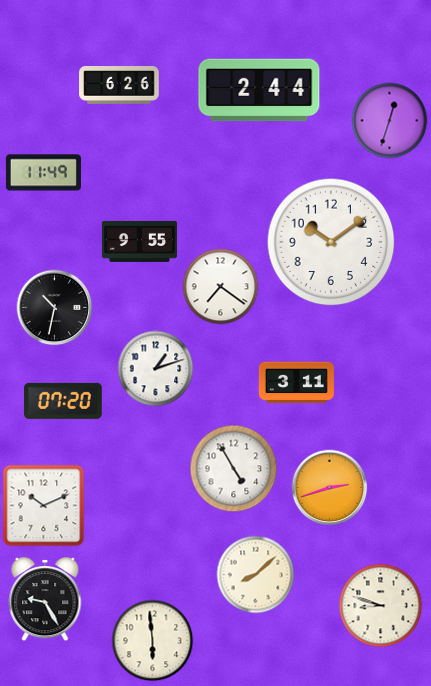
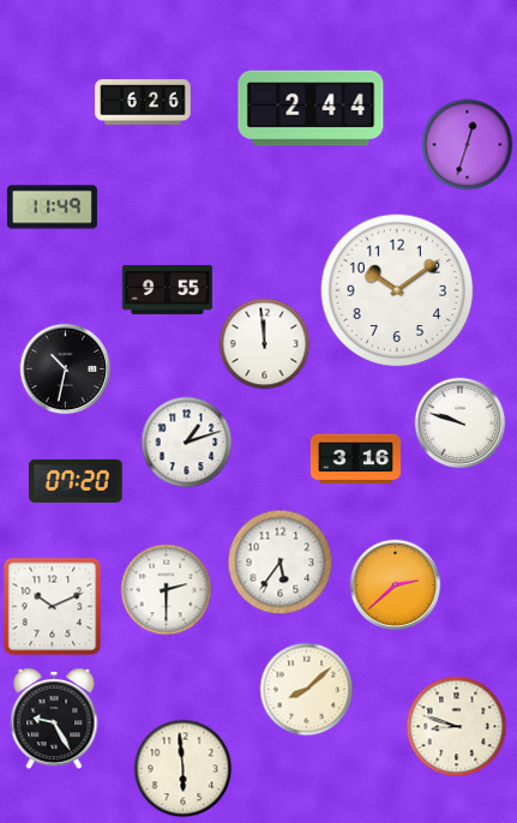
clock at (221, 287): 7:21 -> 11:59
clock at (461, 423): none -> 9:48
clock at (296, 383): 3:11 -> 3:16
clock at (234, 469): 4:55 -> 5:36
clock at (330, 488): 2:42 -> 2:38
clock at (167, 590): none -> 2:30
